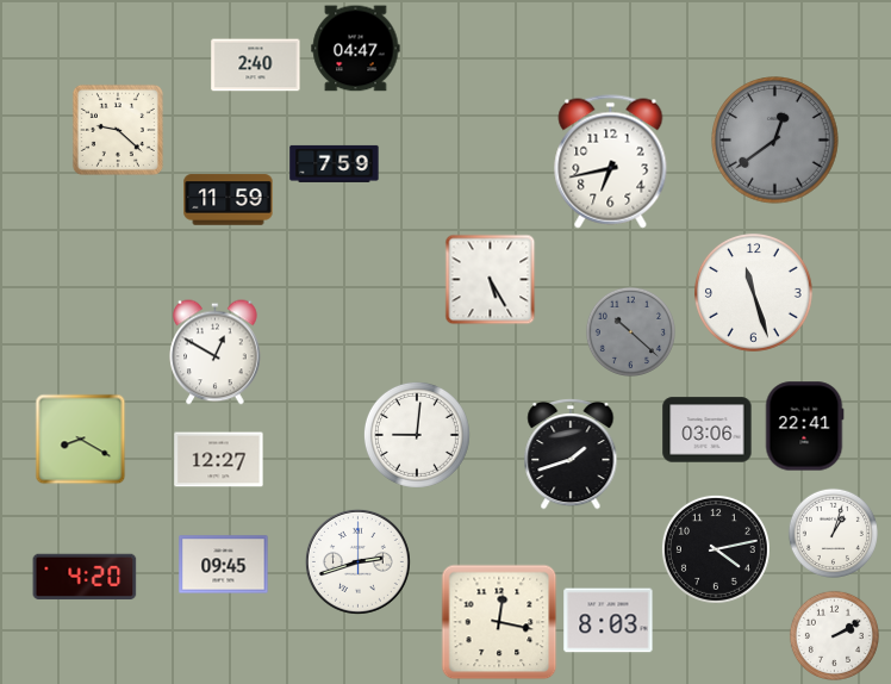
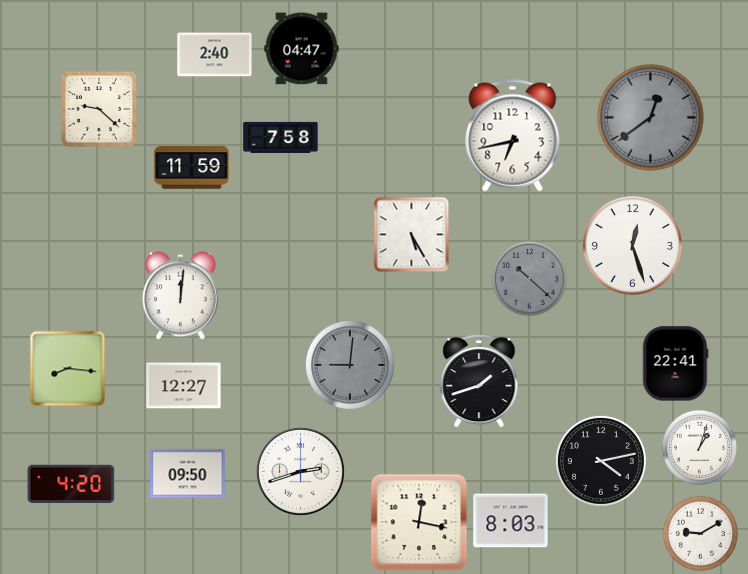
clock at (356, 49) position: (356, 49) -> (302, 49)
clock at (335, 163): 7:59 -> 7:58
clock at (754, 293): 11:27 -> 12:27
clock at (216, 353): 12:50 -> 12:01
clock at (804, 427) position: (804, 427) -> (675, 364)
clock at (708, 430): 03:06 -> none
clock at (417, 435) dial: white -> grey
clock at (81, 440): 8:20 -> 8:16
clock at (224, 565): 09:45 -> 09:50
clock at (834, 635): 2:10 -> 9:10
